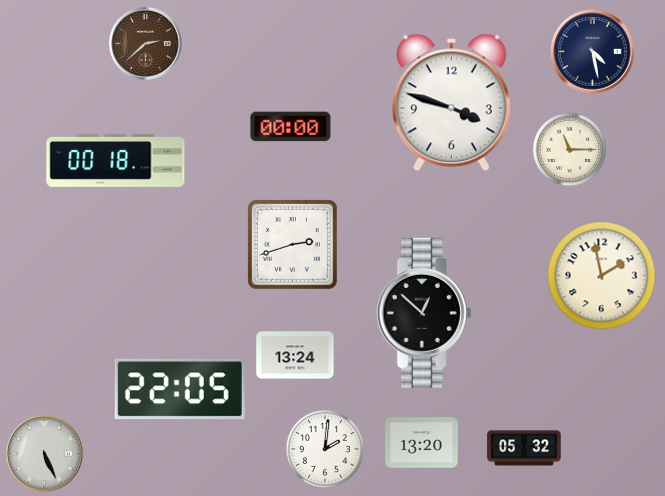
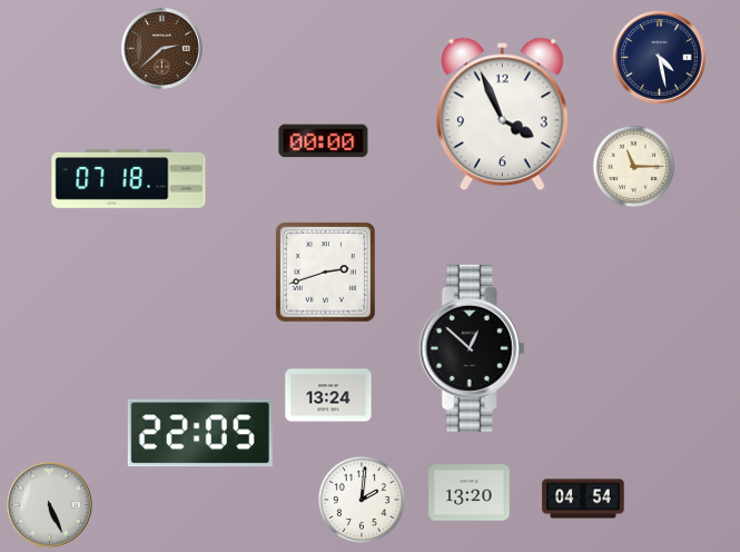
clock at (451, 103): 3:48 -> 3:56
clock at (116, 161): 00:18 -> 07:18
clock at (602, 276): 1:58 -> none
clock at (524, 448): 05:32 -> 04:54
